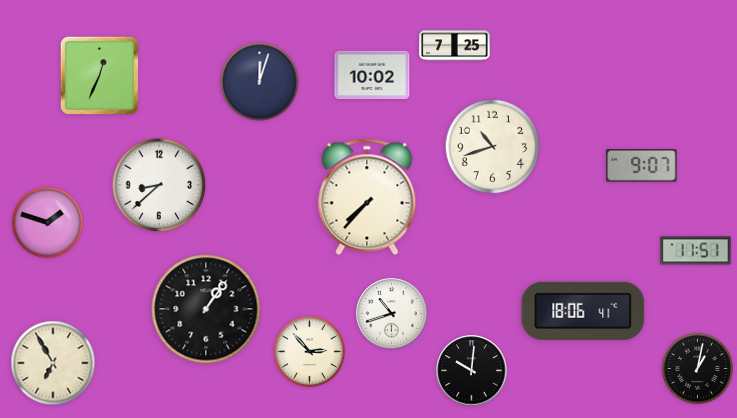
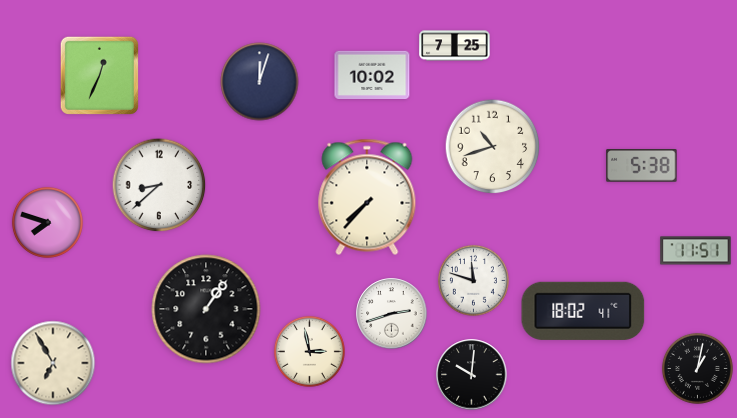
clock at (642, 166): 9:07 -> 5:38
clock at (47, 222): 1:48 -> 7:48
clock at (473, 280): none -> 11:48
clock at (583, 311): 18:06 -> 18:02
clock at (392, 314): 10:42 -> 2:42
clock at (309, 351): 2:53 -> 2:58
clock at (472, 371) position: (472, 371) -> (472, 375)
